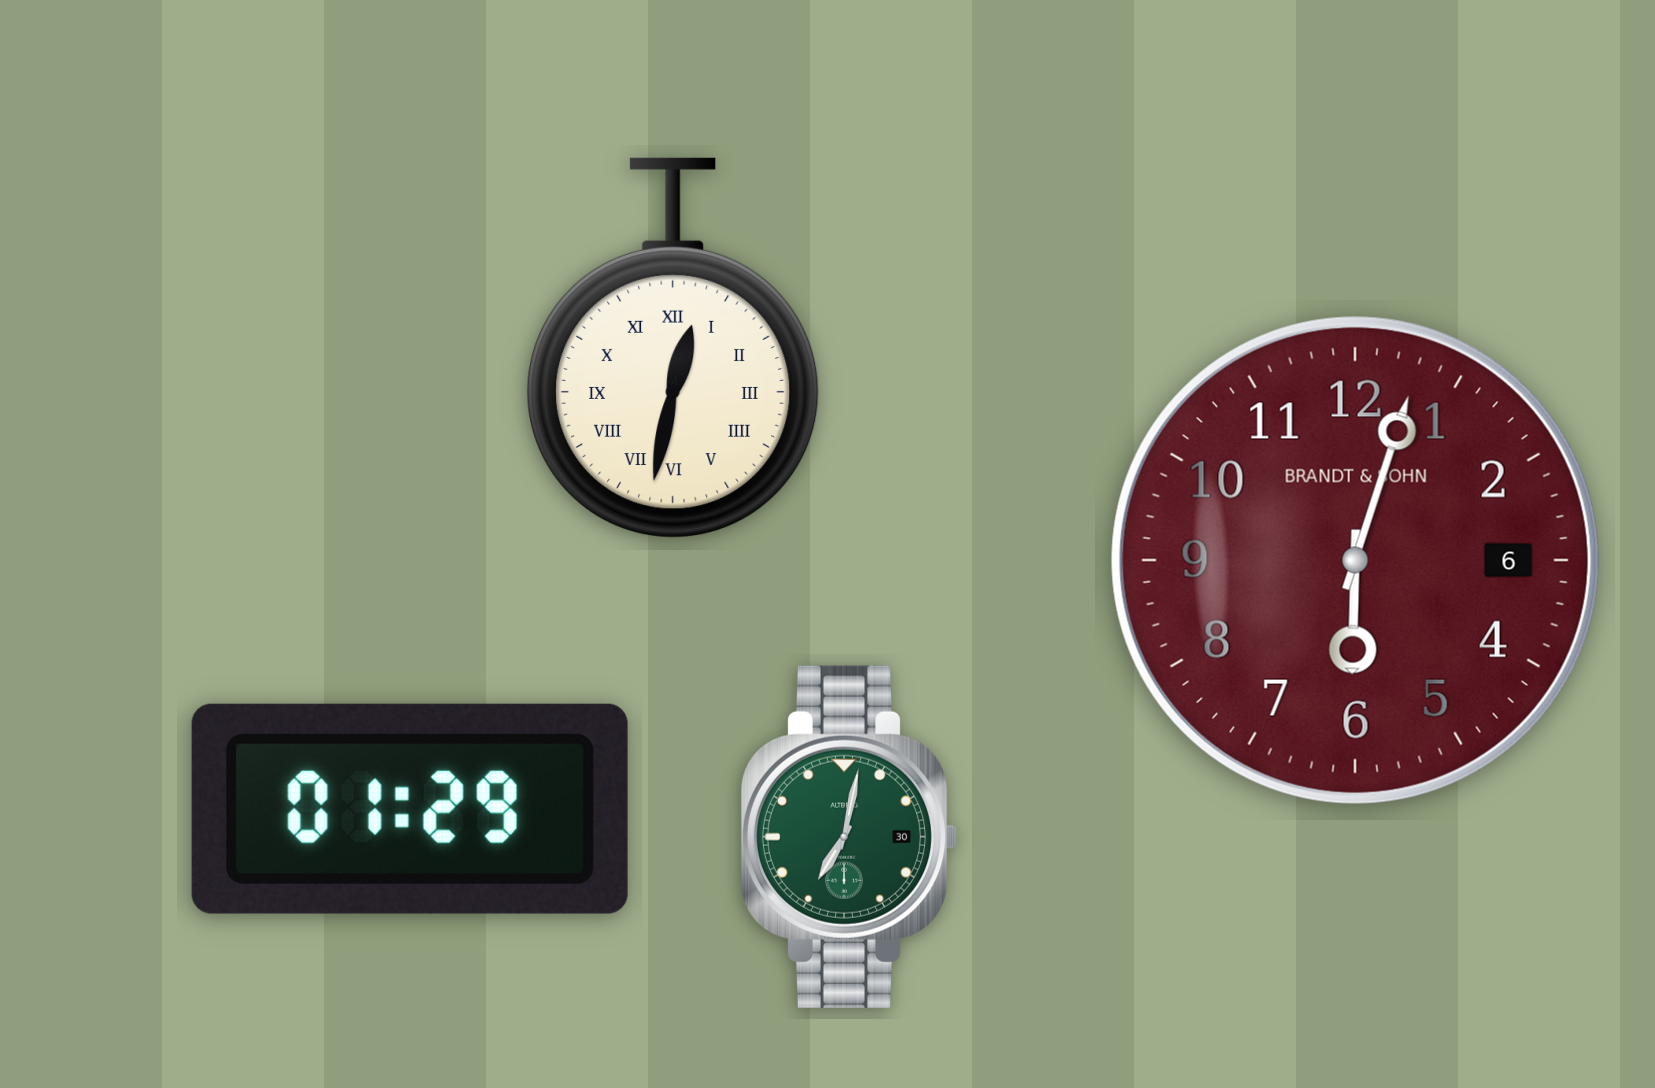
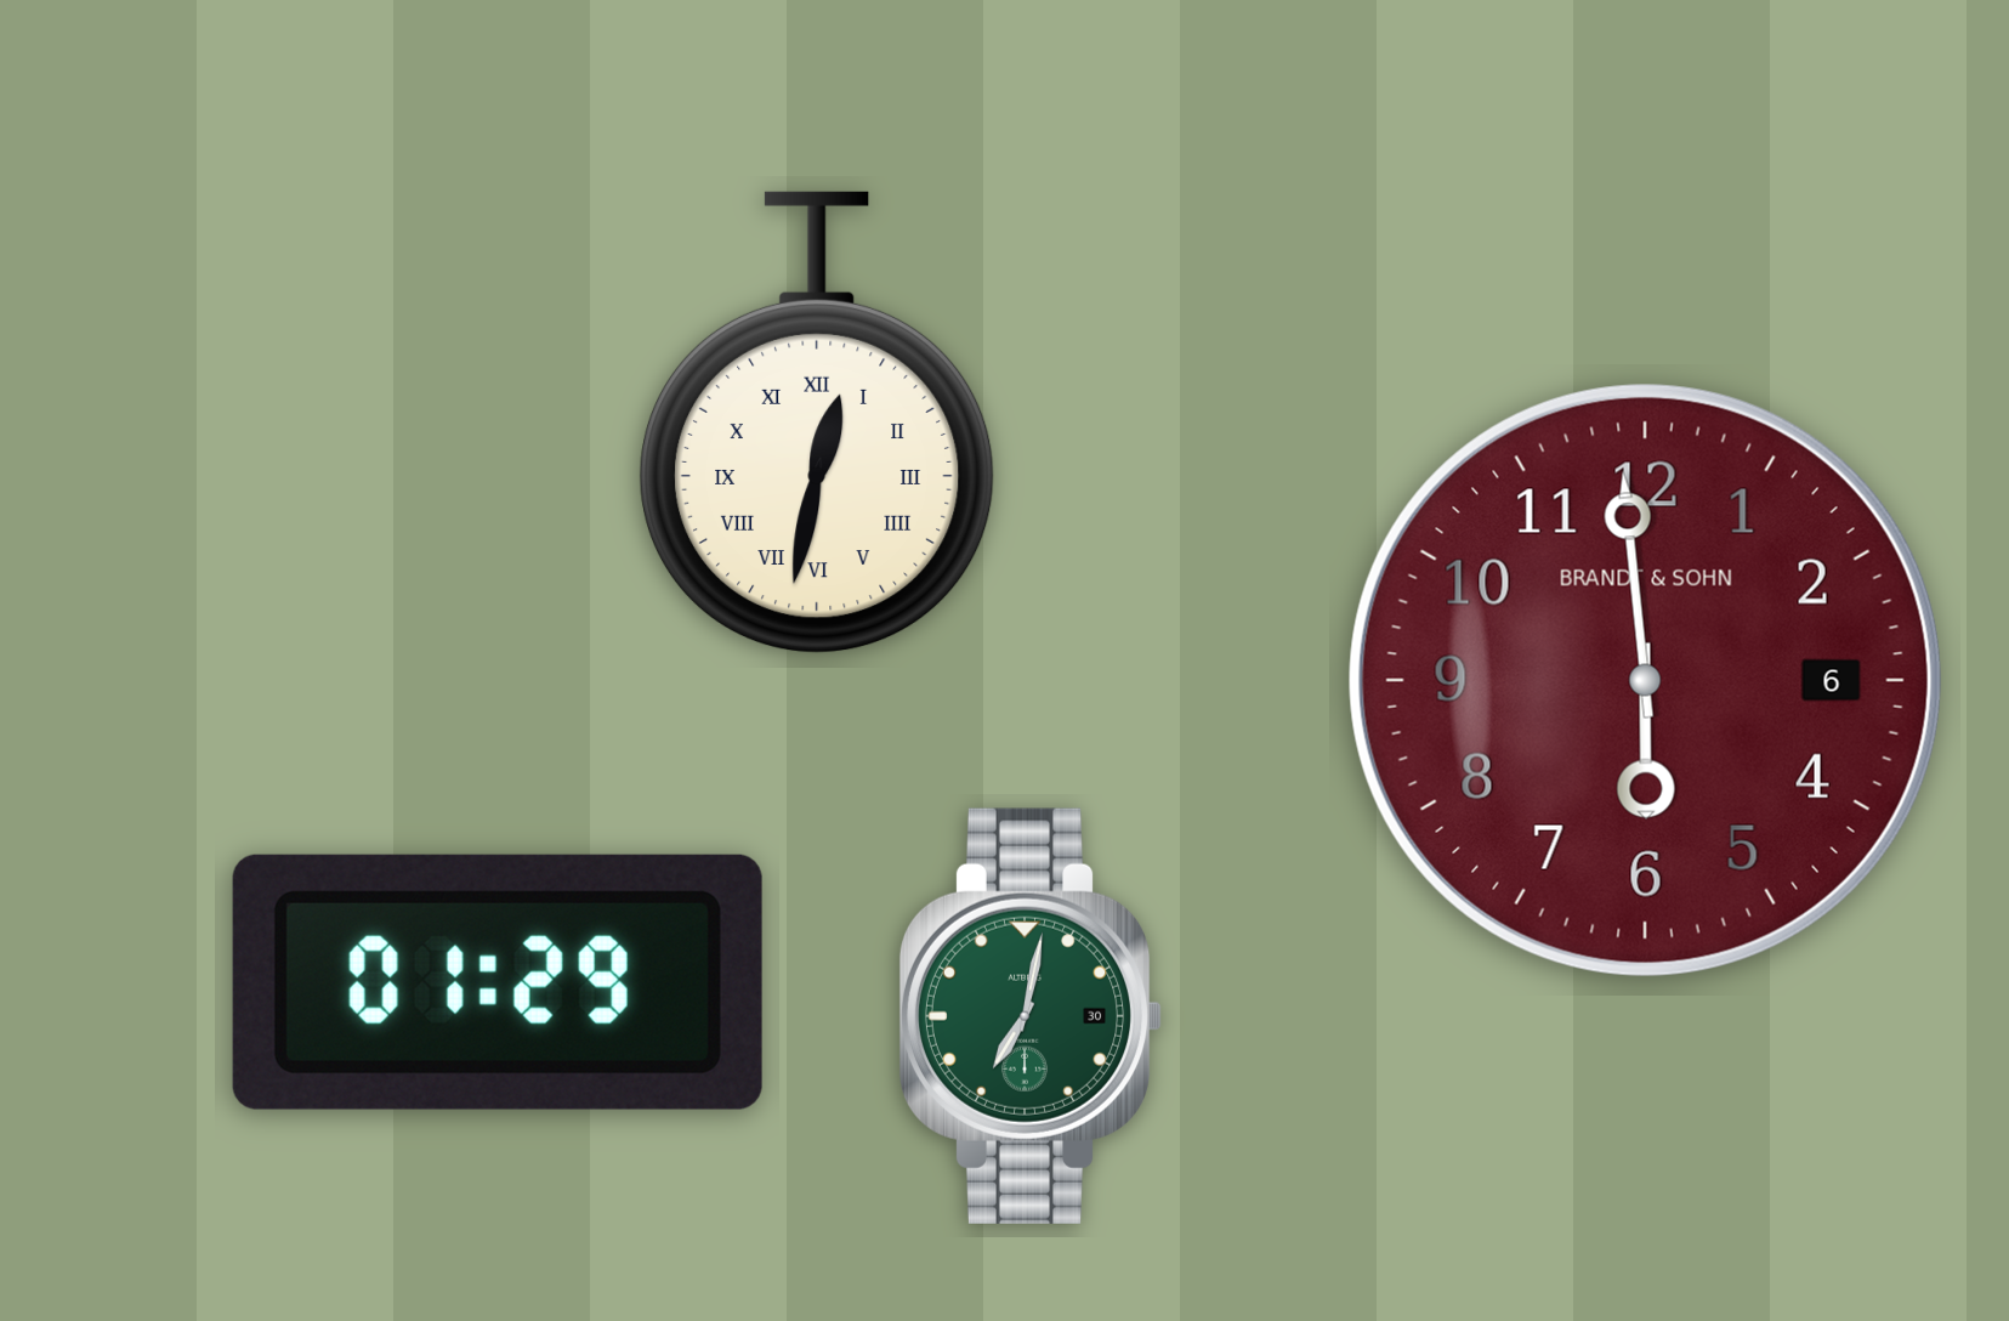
clock at (1355, 560): 6:03 -> 5:59
